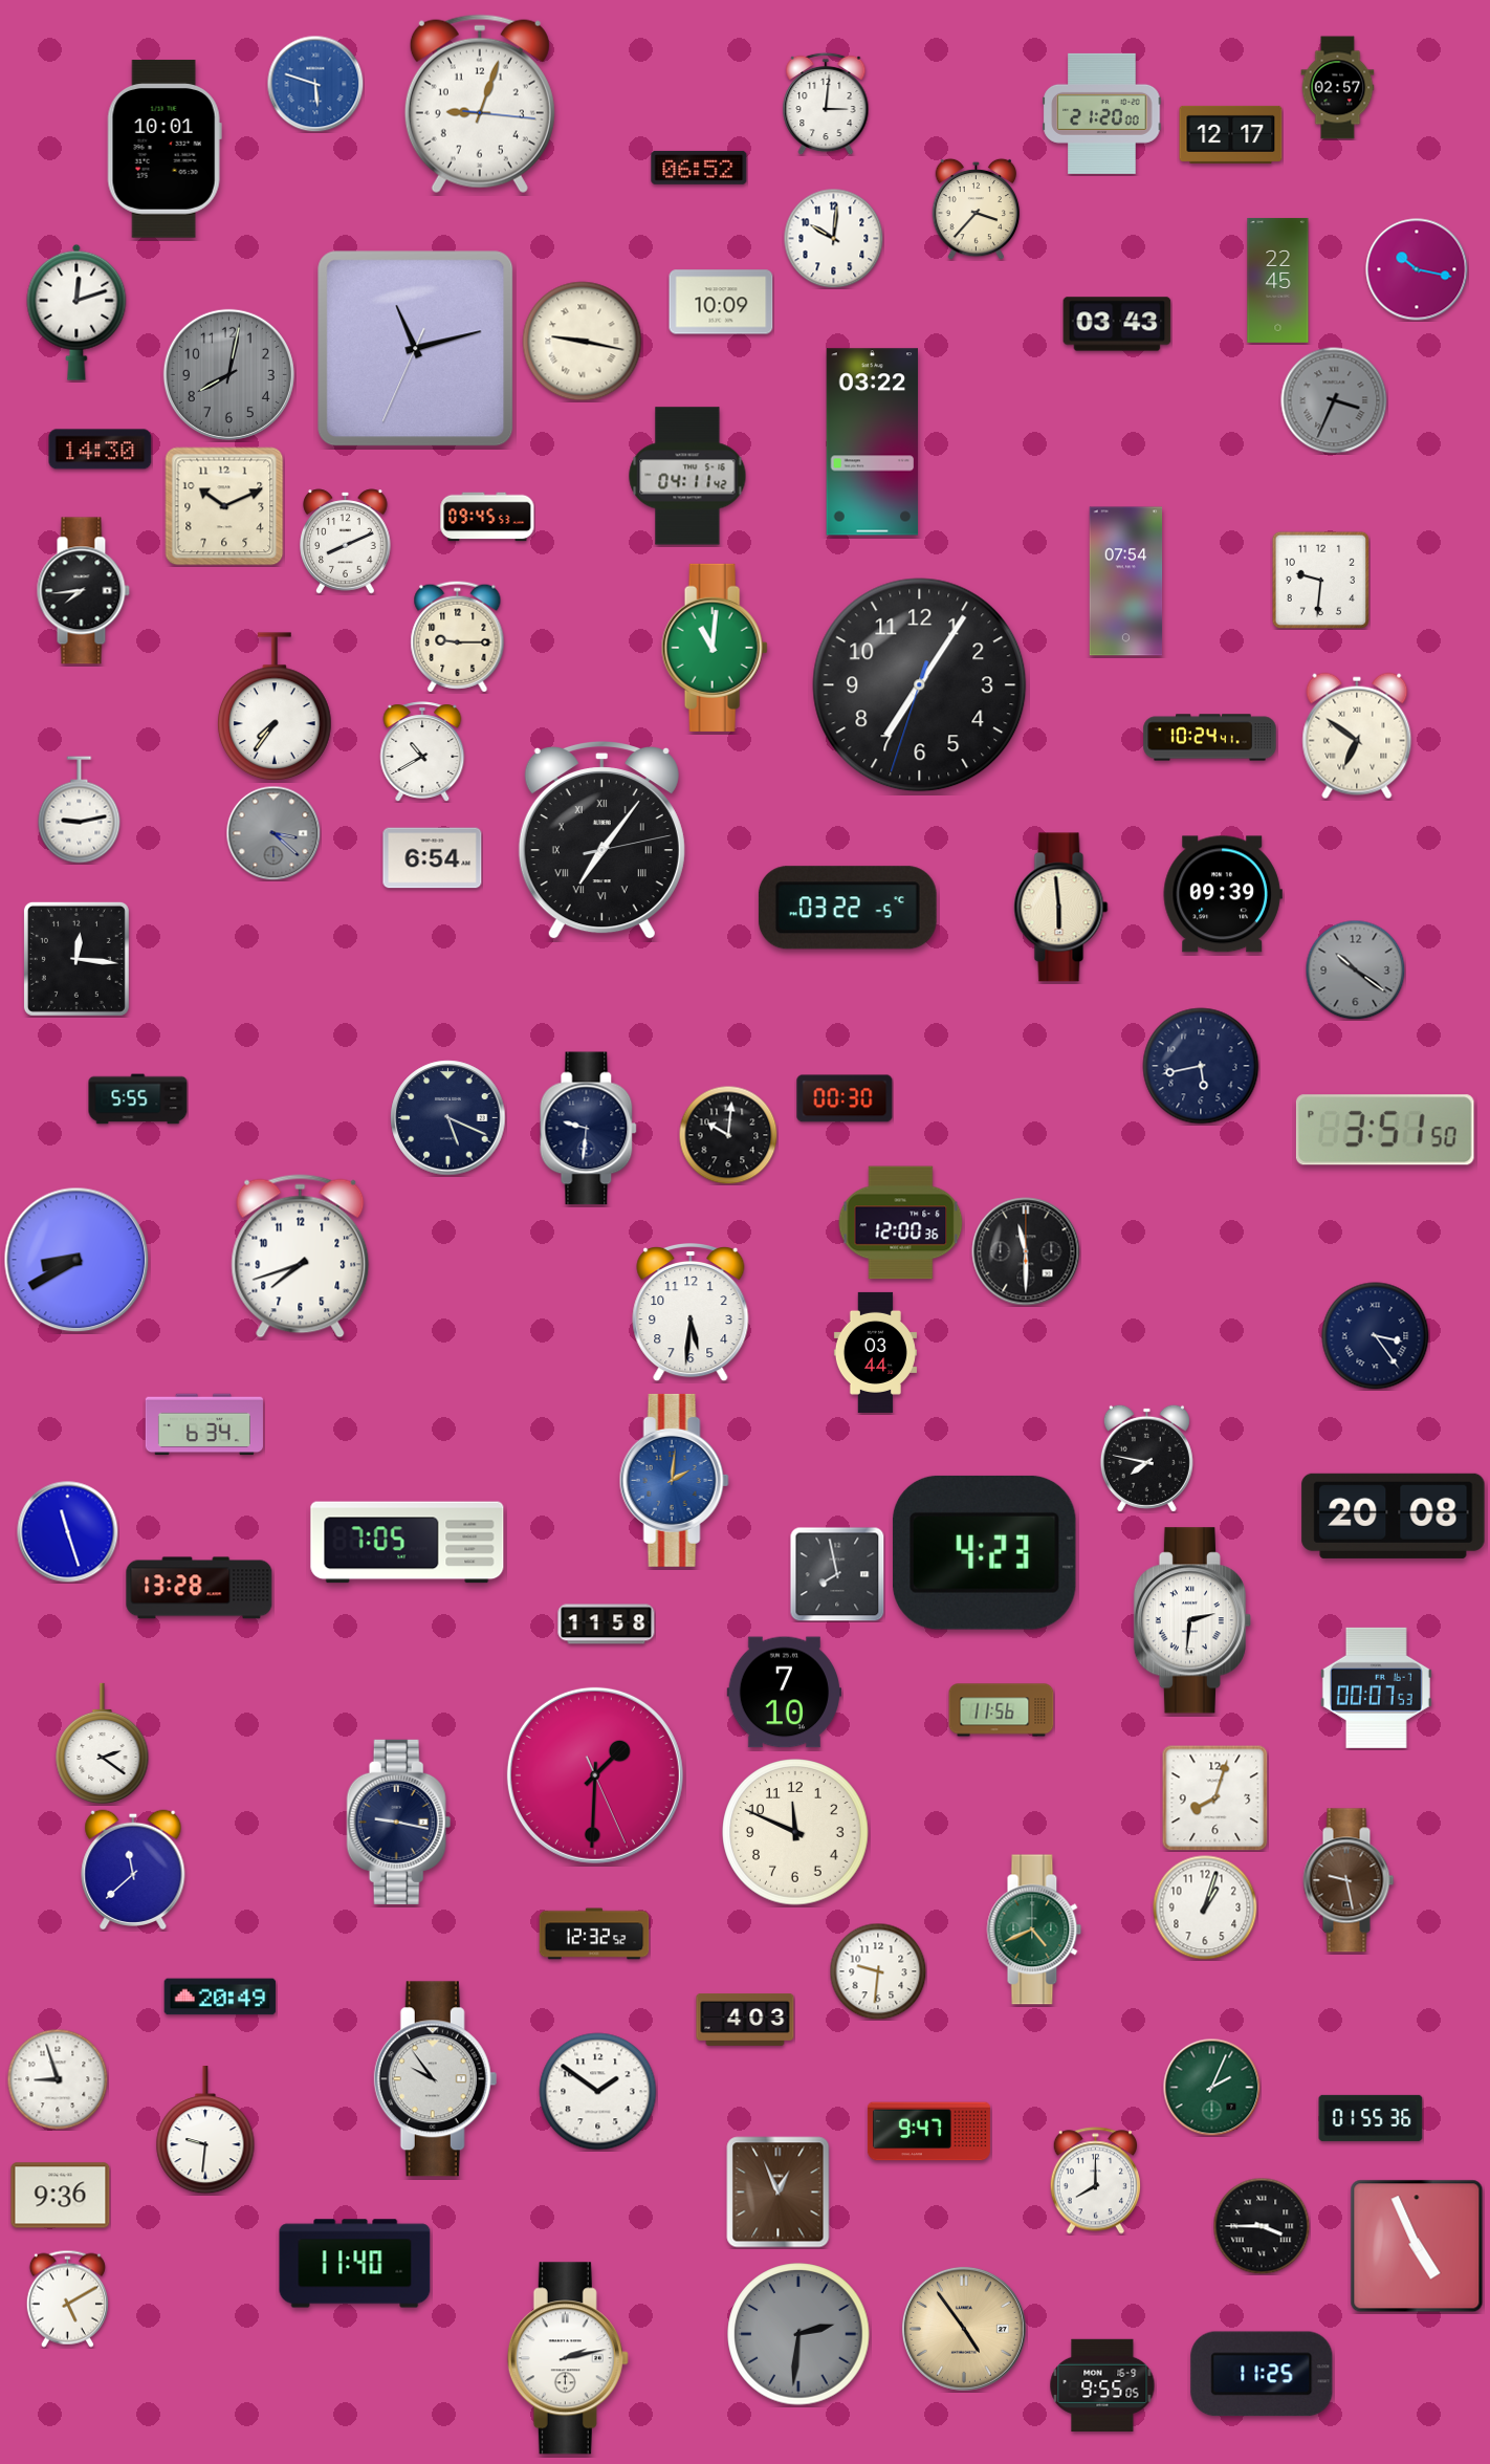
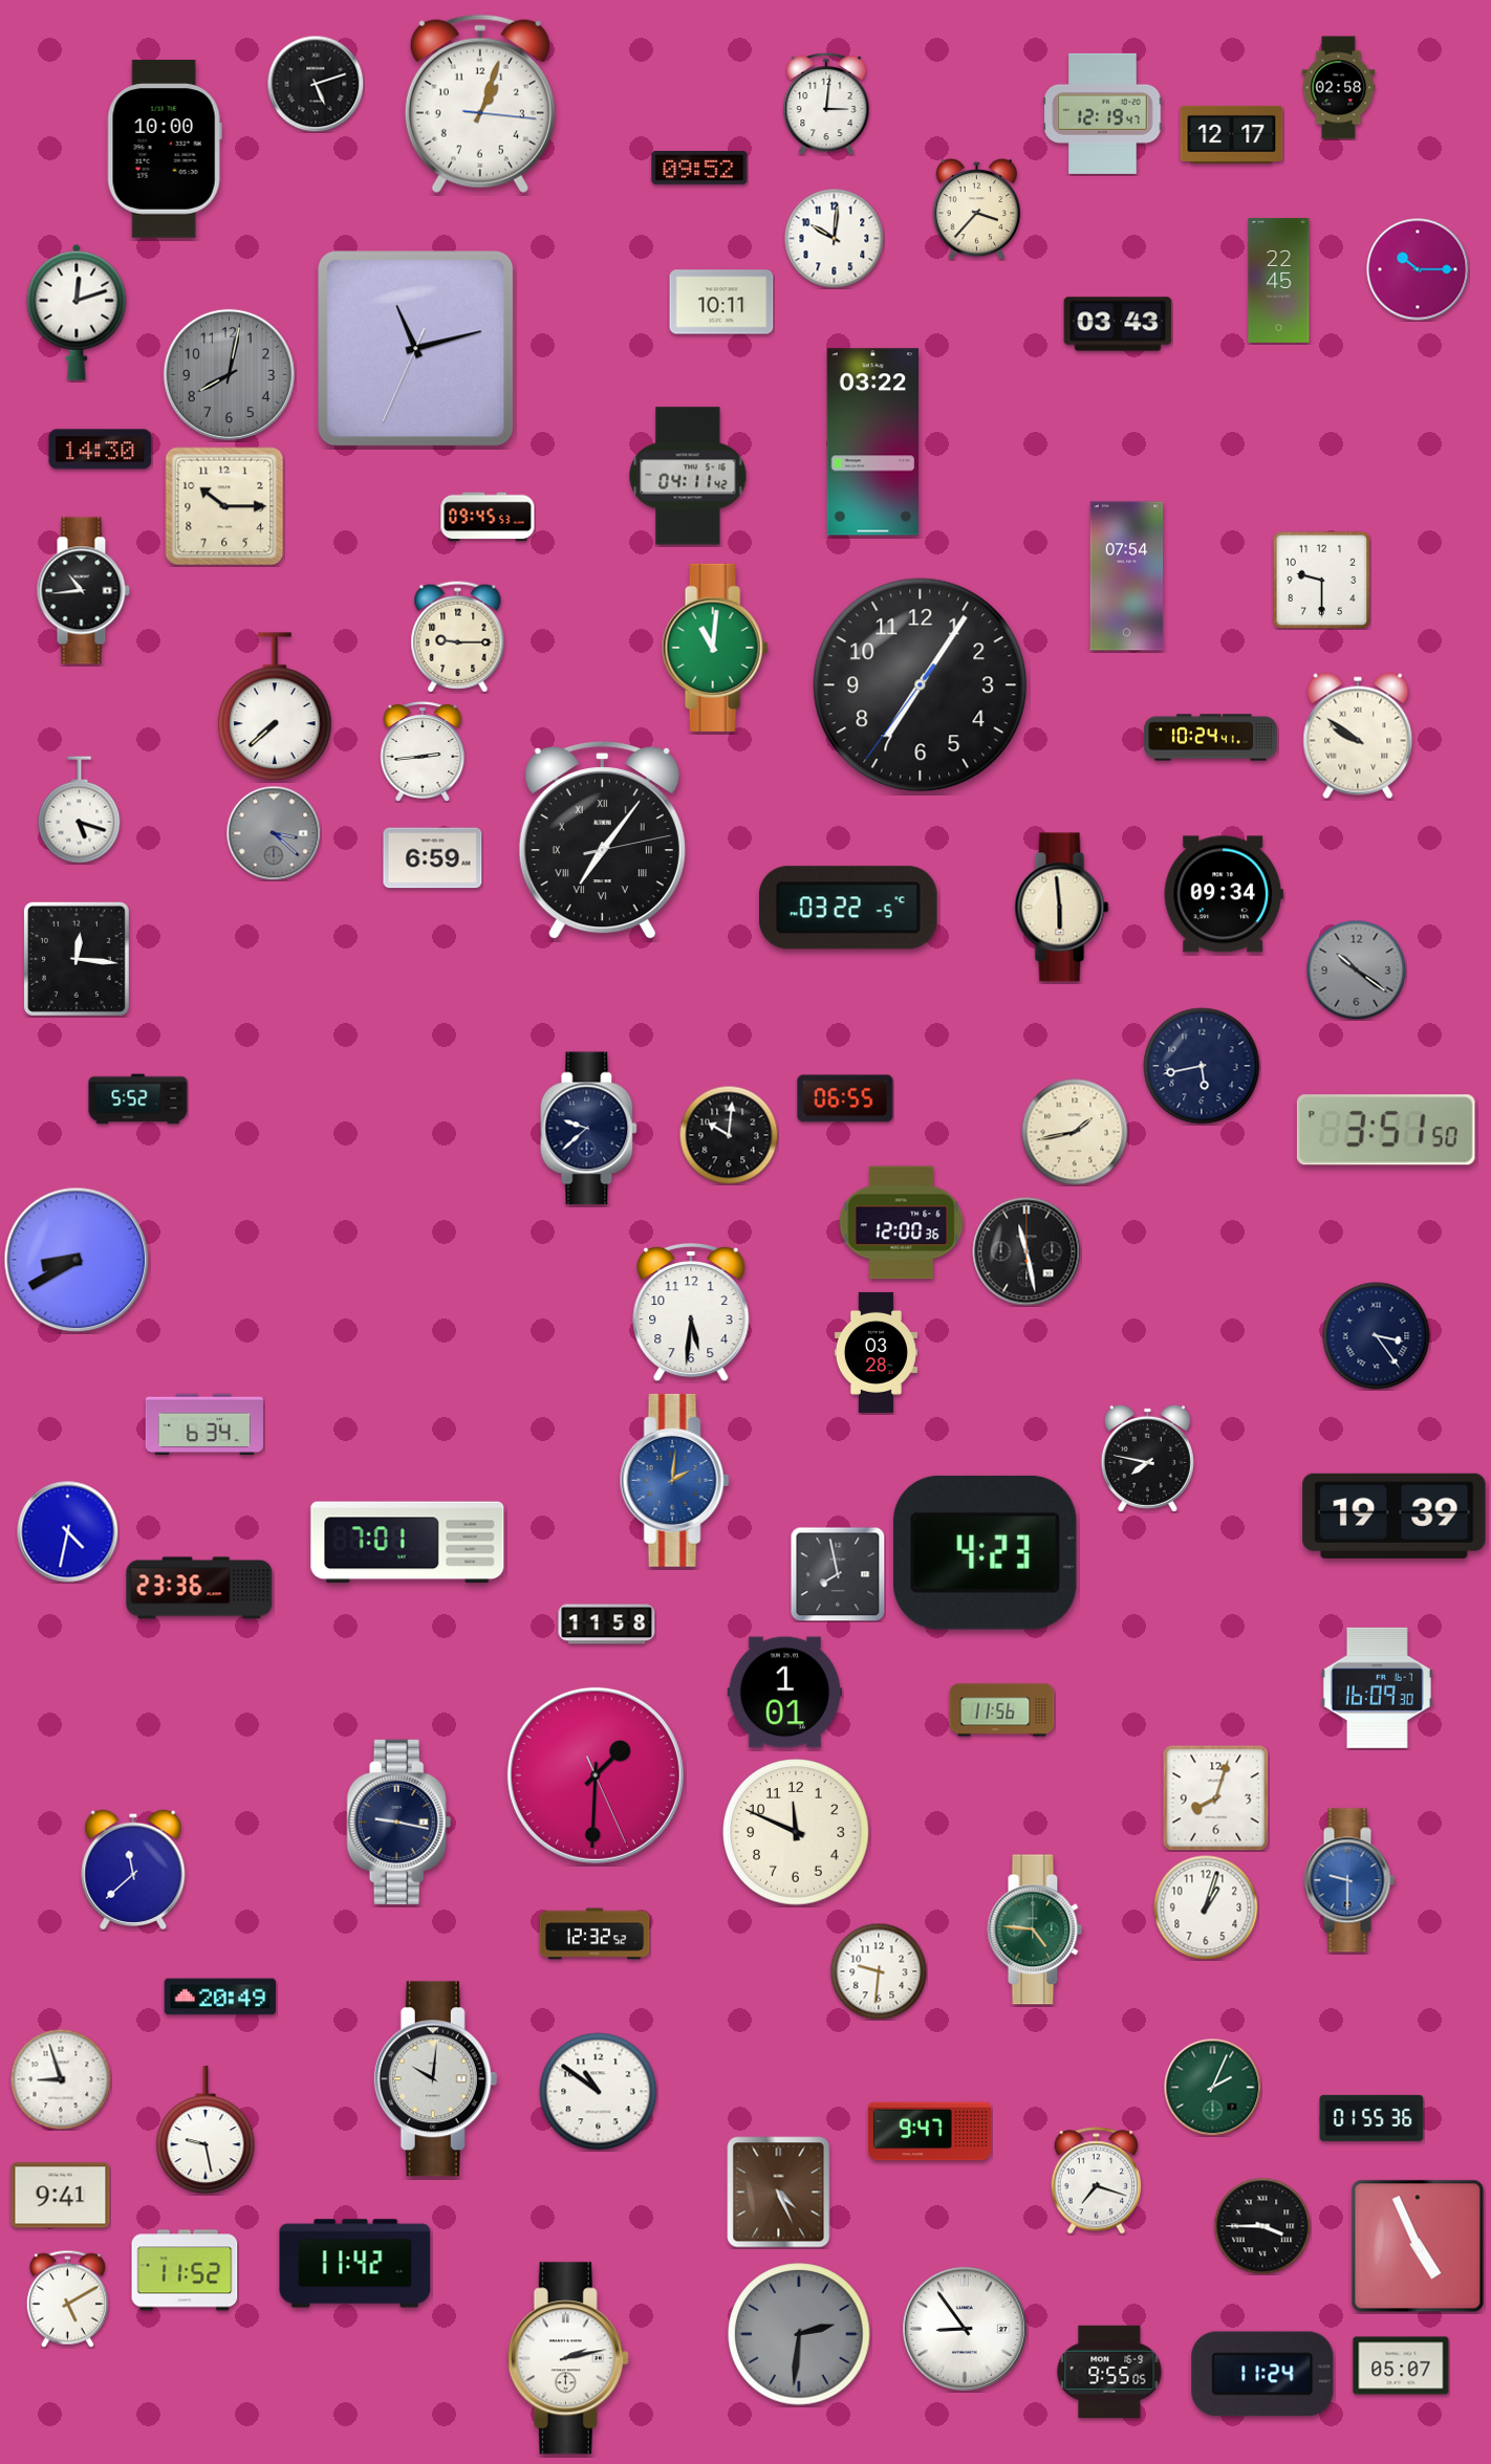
clock at (315, 84): 5:48 -> 5:12
clock at (315, 84) dial: blue -> black
clock at (1338, 88): 02:57 -> 02:58
clock at (480, 104): 9:03 -> 1:03
clock at (1102, 113): 21:20 -> 12:19
clock at (165, 149): 10:01 -> 10:00
clock at (699, 168): 06:52 -> 09:52
clock at (1417, 269): 10:17 -> 10:15
clock at (721, 302): 10:09 -> 10:11
clock at (583, 342): 9:17 -> none
clock at (1334, 400): 3:34 -> none
clock at (224, 506): 10:11 -> 10:15
clock at (346, 542): 8:11 -> none
clock at (1320, 580): 9:31 -> 9:30
clock at (1126, 582) position: (1126, 582) -> (1127, 576)
clock at (83, 591): 7:44 -> 10:44
clock at (920, 685): 7:05:33 -> 7:05:36
clock at (275, 707): 7:36 -> 7:38
clock at (1357, 736): 6:51 -> 9:51
clock at (422, 751): 10:40 -> 2:44
clock at (80, 810): 9:13 -> 5:18
clock at (433, 858): 6:54 -> 6:59
clock at (1223, 894): 09:39 -> 09:34
clock at (845, 1098): 00:30 -> 06:55
clock at (138, 1099): 5:55 -> 5:52
clock at (448, 1118): 5:19 -> none
clock at (589, 1129): 9:31 -> 9:38
clock at (1075, 1132): none -> 1:43
clock at (1026, 1251): 11:30 -> 11:28
clock at (301, 1257): 7:42 -> none
clock at (875, 1352): 03:44 -> 03:28
clock at (1394, 1516): 20:08 -> 19:39
clock at (68, 1532): 11:27 -> 4:32
clock at (408, 1543): 7:05 -> 7:01
clock at (199, 1588): 13:28 -> 23:36
clock at (1191, 1620): 2:31 -> none
clock at (1376, 1687): 00:07 -> 16:09
clock at (785, 1693): 7:10 -> 1:01
clock at (103, 1744): 2:21 -> none
clock at (1349, 1880): 9:28 -> 9:30
clock at (1349, 1880) dial: brown -> blue
clock at (1034, 1929): 4:41 -> 4:46
clock at (745, 2021): 4:03 -> none
clock at (58, 2079) position: (58, 2079) -> (61, 2079)
clock at (436, 2079): 9:54 -> 10:01
clock at (598, 2092): 1:51 -> 10:51
clock at (205, 2131): 9:31 -> 9:28
clock at (1095, 2181): 8:00 -> 7:18
clock at (779, 2193): 12:56 -> 4:26
clock at (61, 2196): 9:36 -> 9:41
clock at (355, 2264): 11:40 -> 11:42
clock at (185, 2270): none -> 11:52
clock at (964, 2329): 4:54 -> 8:54
clock at (964, 2329) dial: champagne -> white
clock at (1401, 2365): none -> 05:07
clock at (1262, 2374): 11:25 -> 11:24
clock at (1102, 2385) position: (1102, 2385) -> (1109, 2372)
